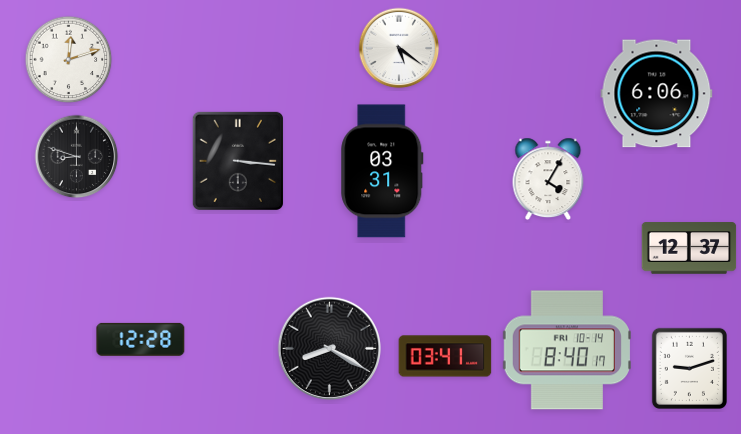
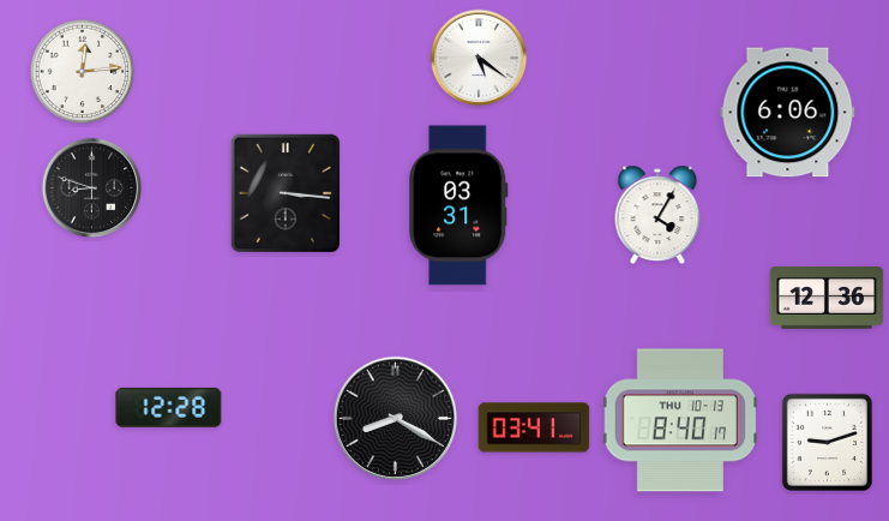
clock at (69, 60): 12:12 -> 12:14
clock at (689, 248): 12:37 -> 12:36
clock at (567, 350) date: FRI 10-14 -> THU 10-13
